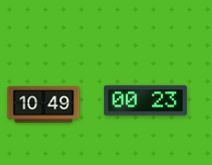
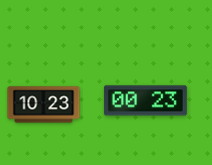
clock at (44, 105): 10:49 -> 10:23
